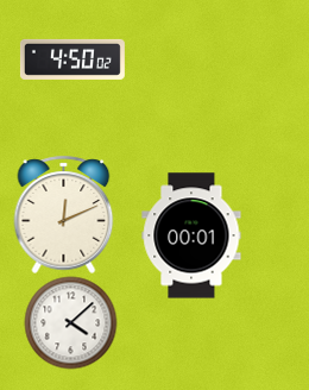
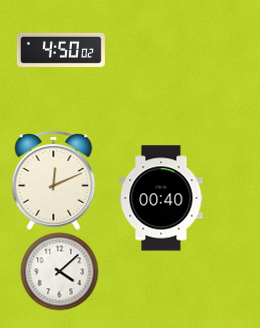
clock at (191, 235): 00:01 -> 00:40
